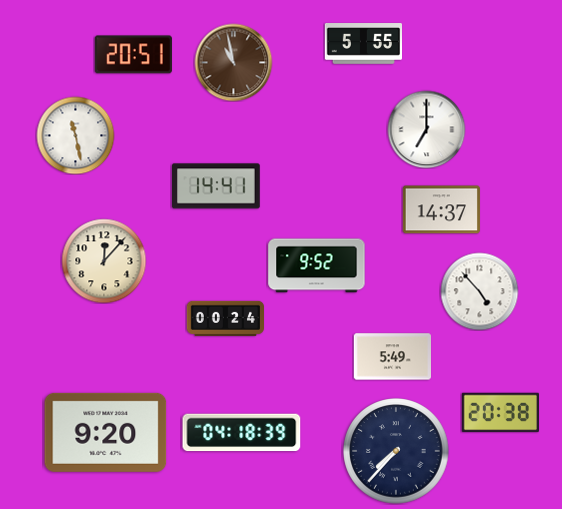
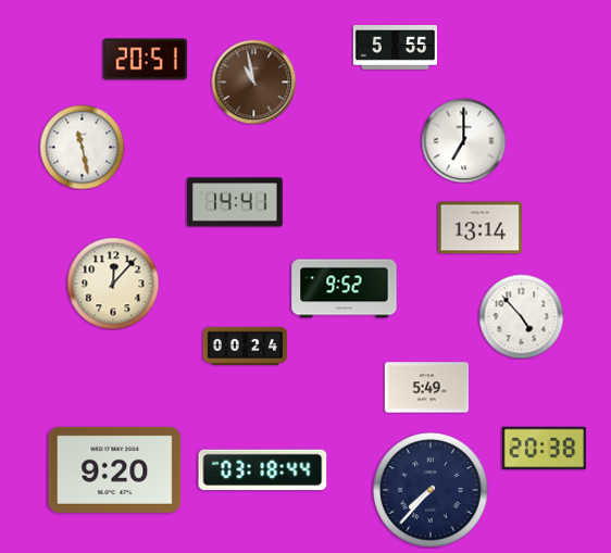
clock at (233, 62) position: (233, 62) -> (253, 81)
clock at (441, 210): 14:37 -> 13:14
clock at (242, 433): 04:18 -> 03:18
